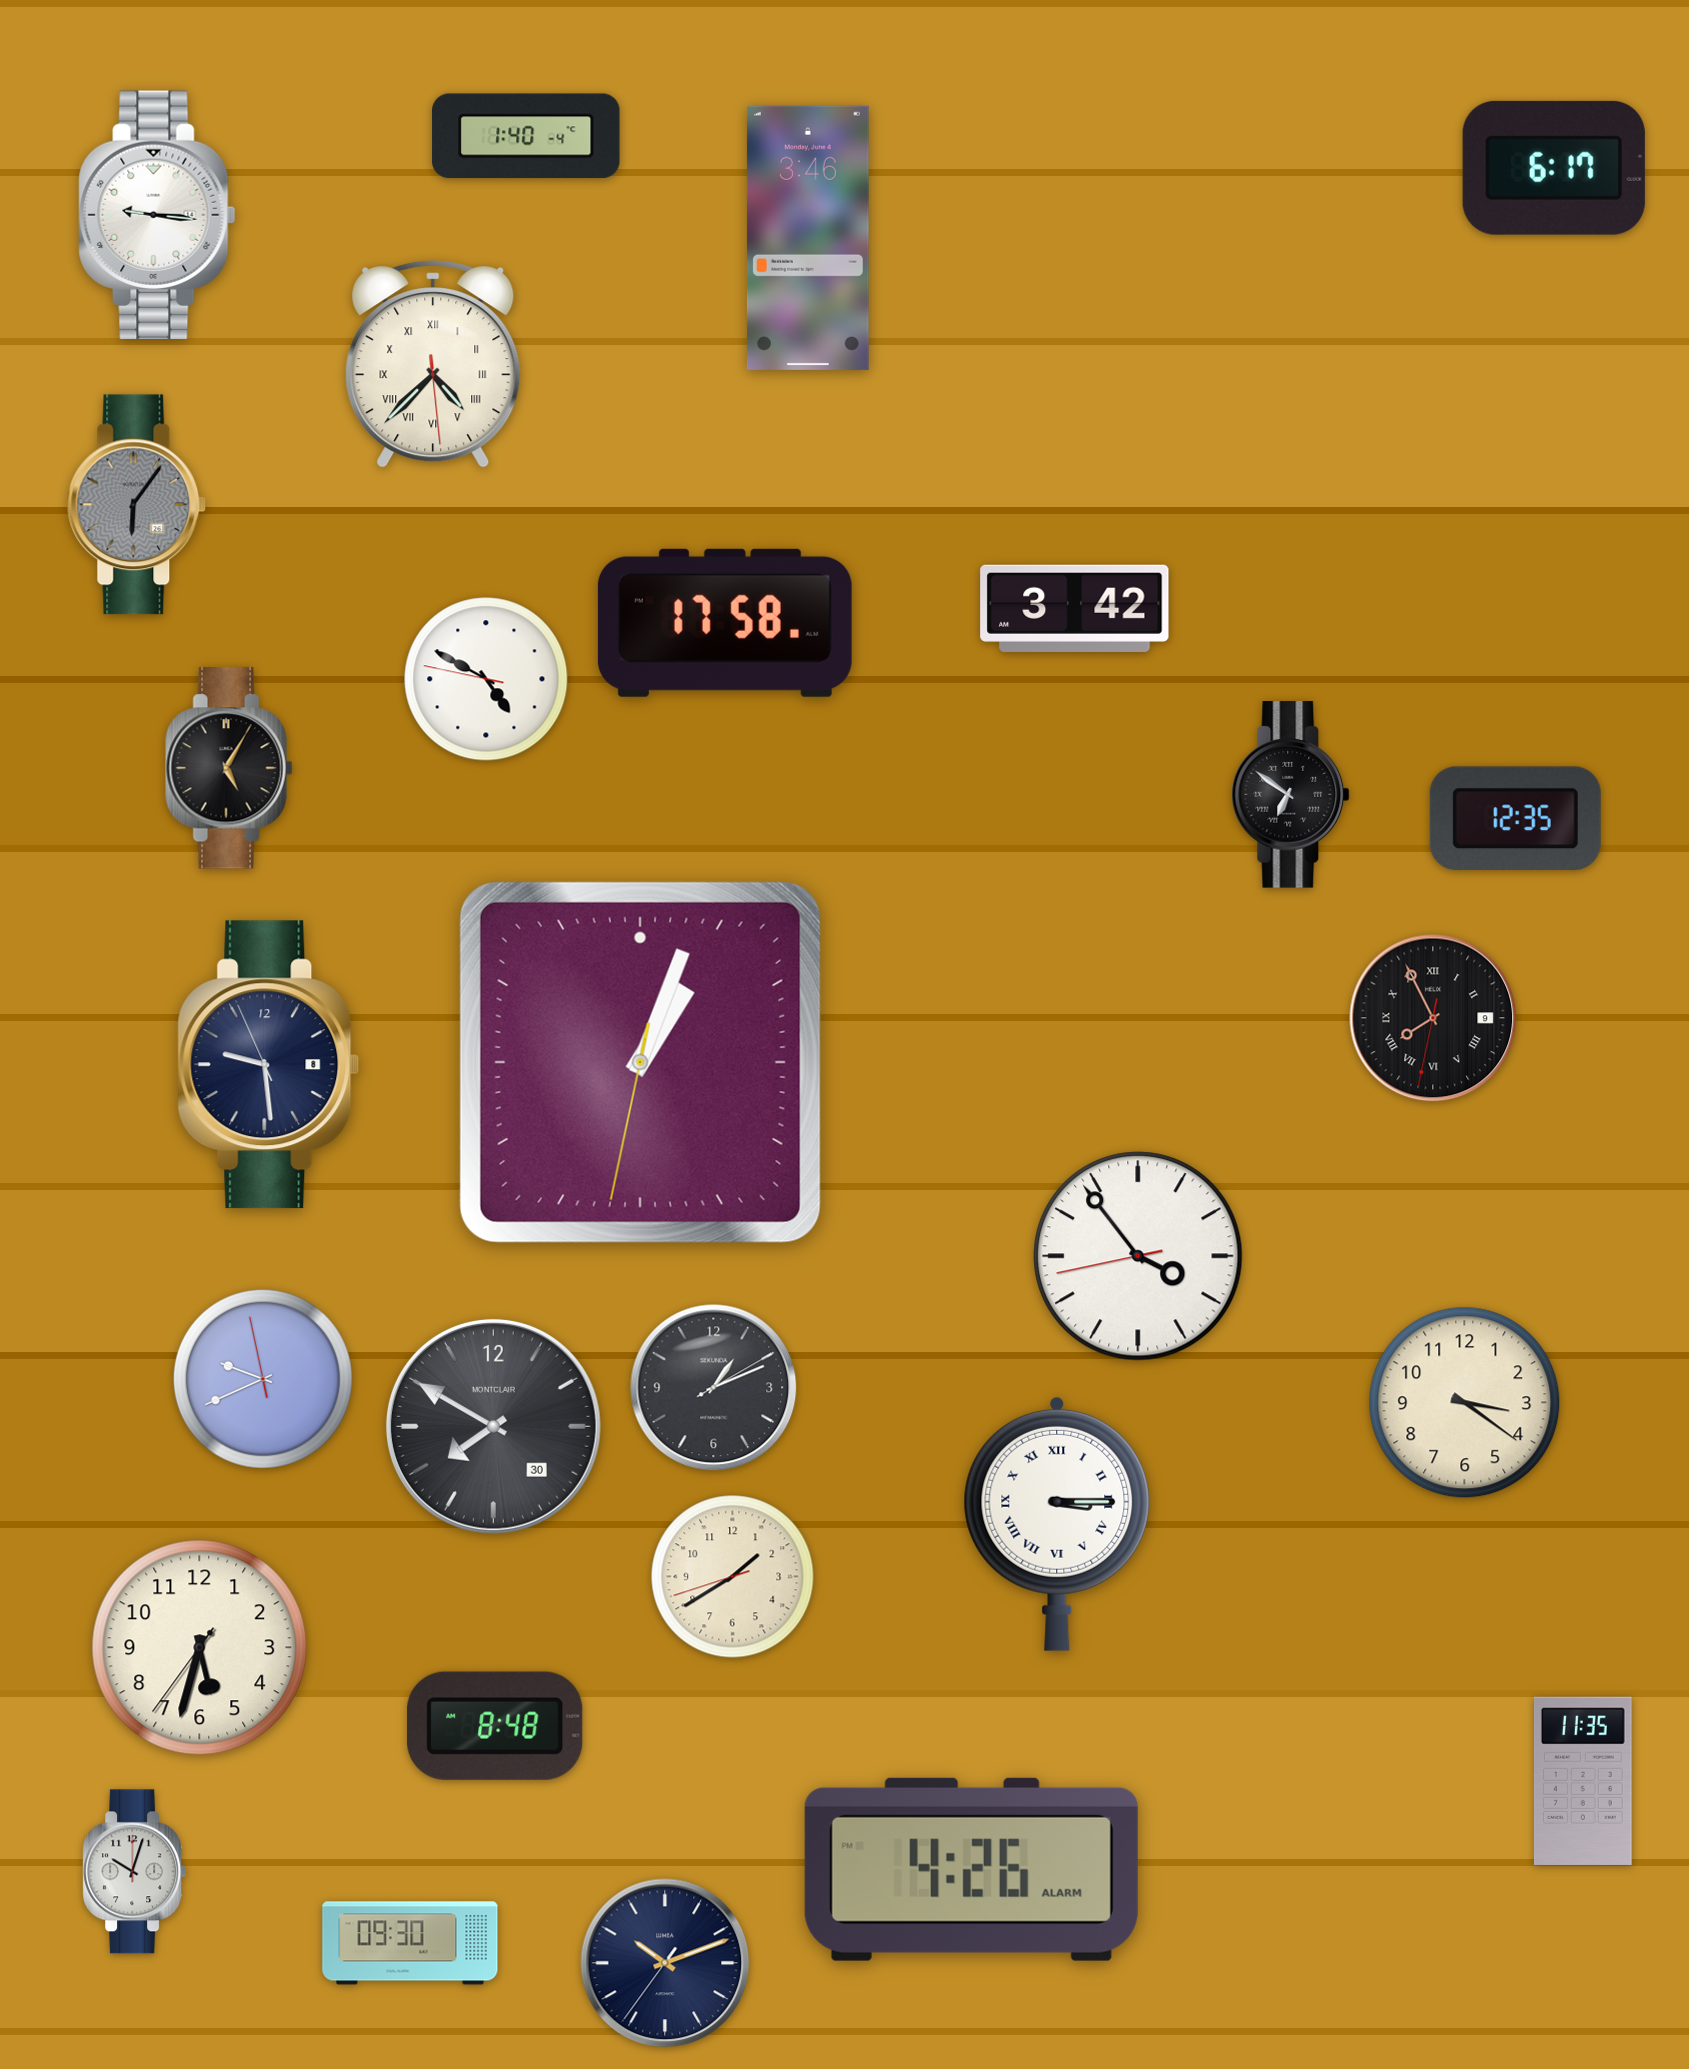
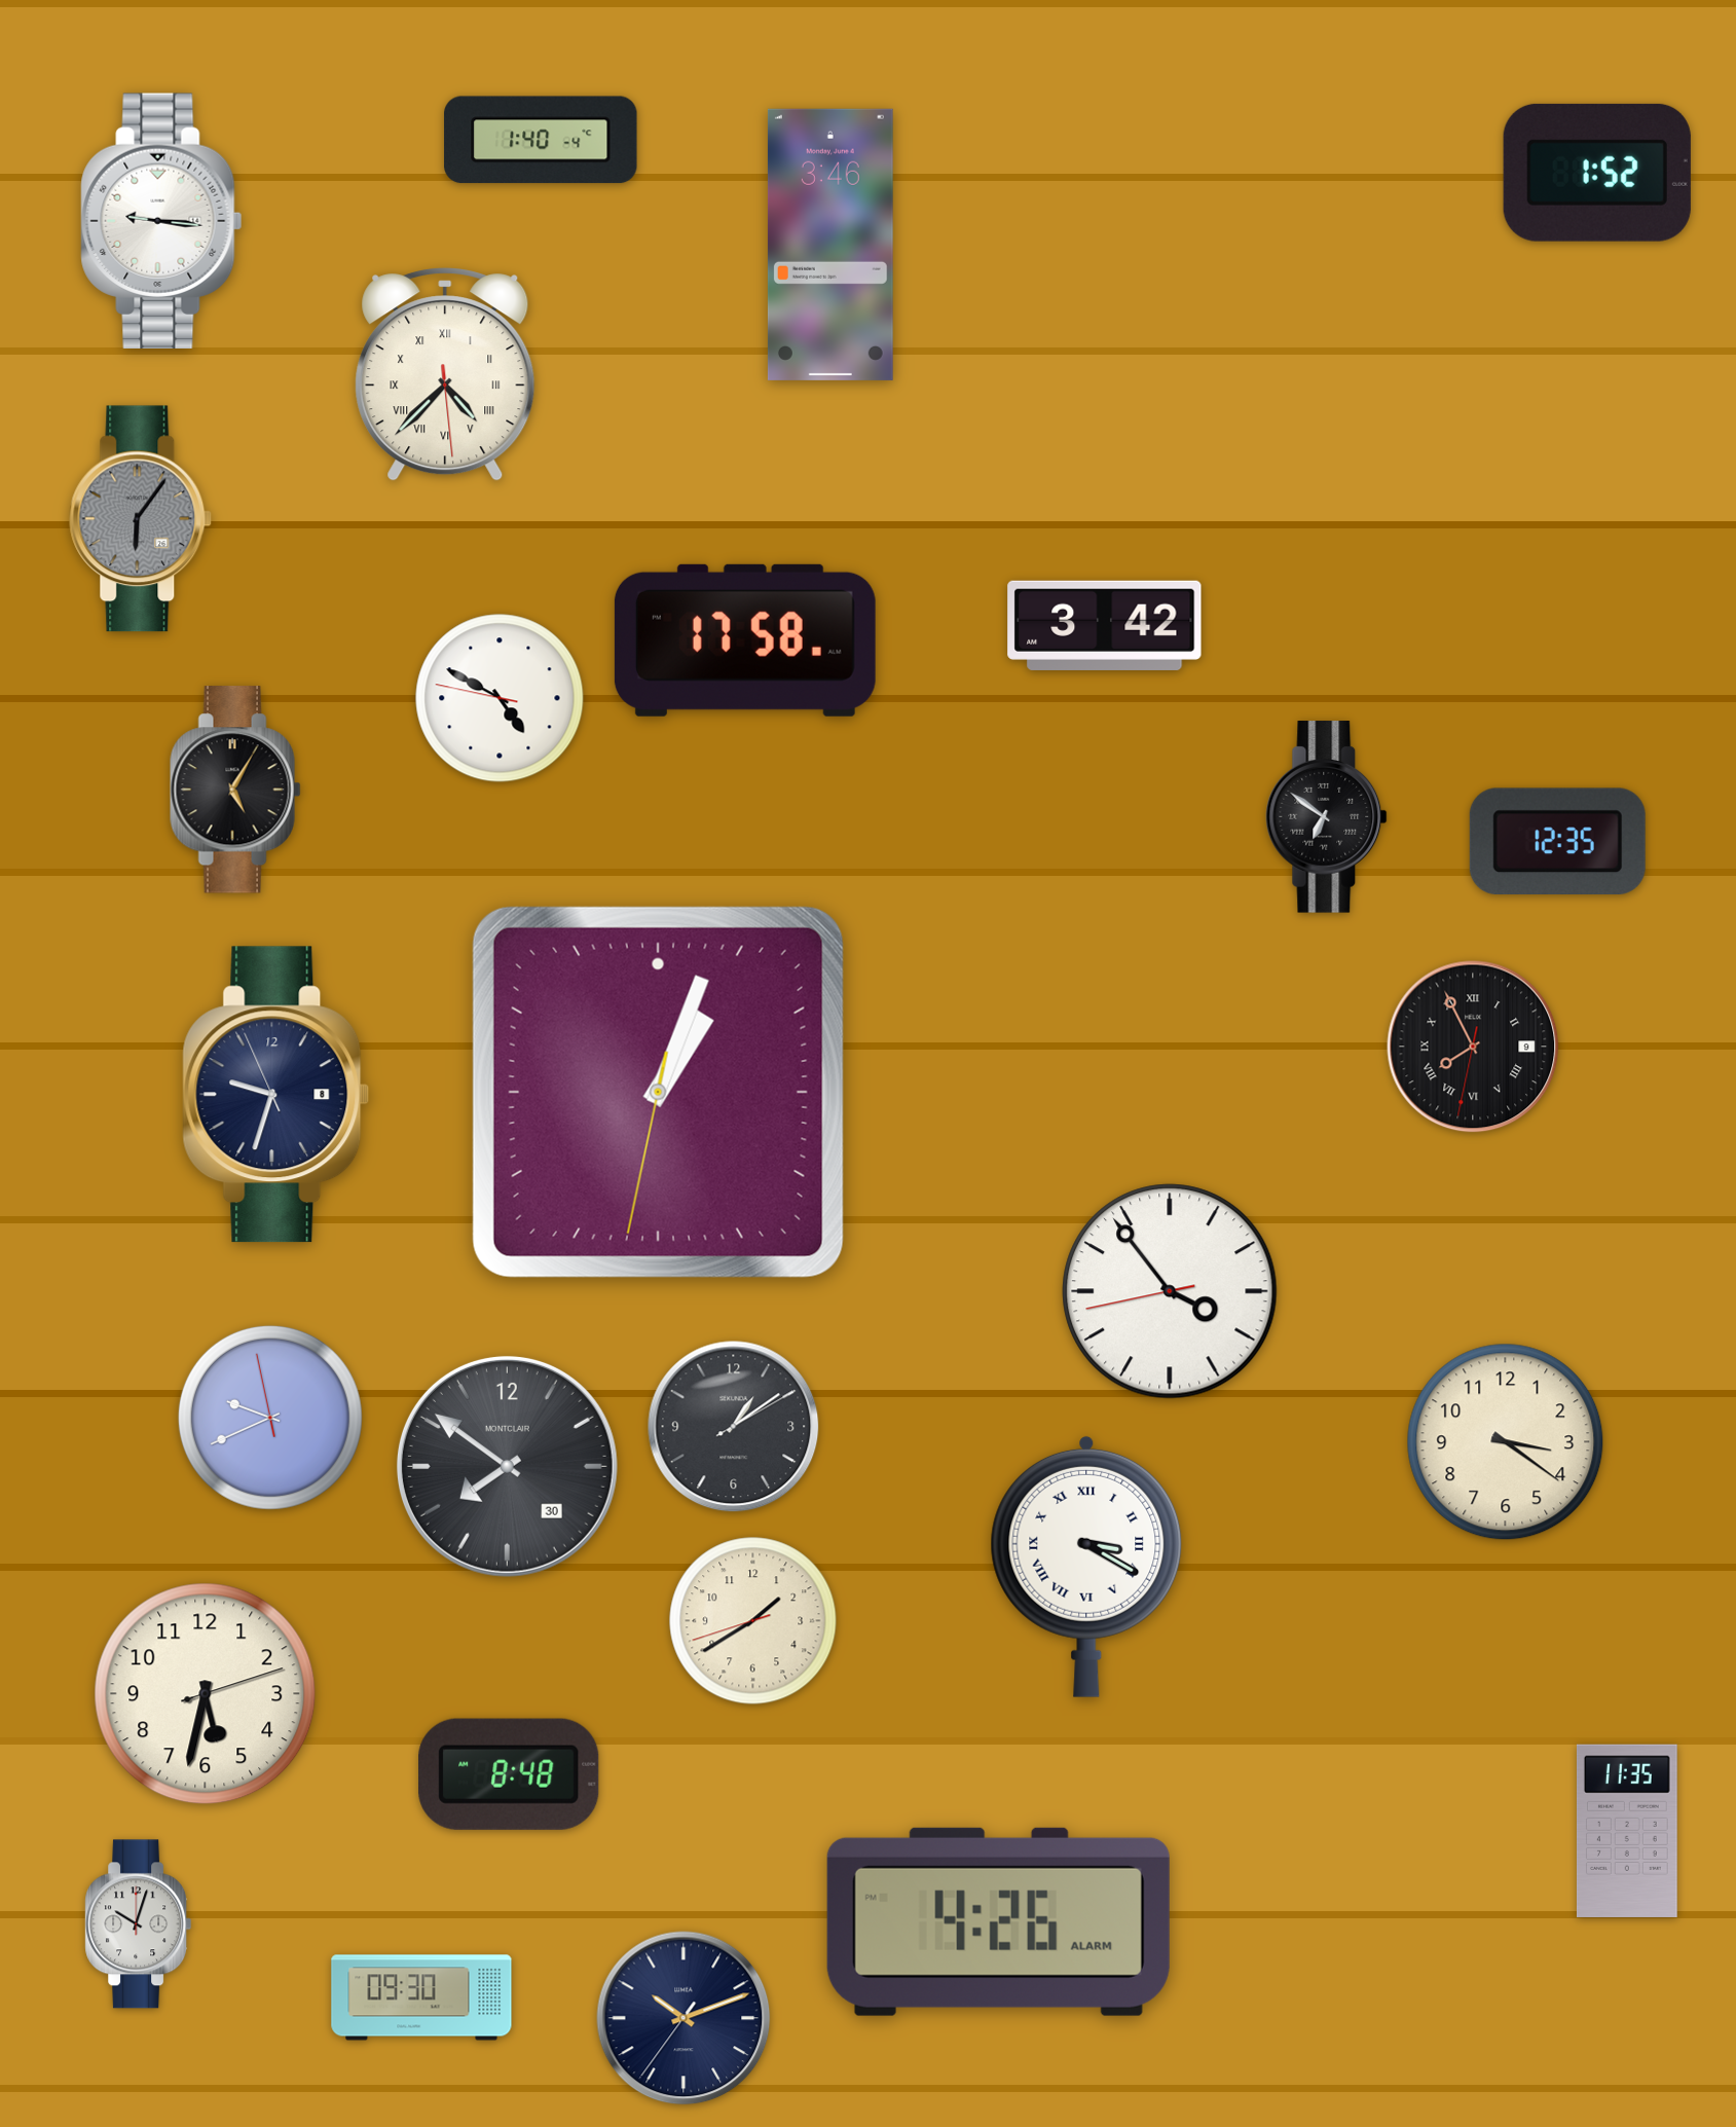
clock at (1554, 168): 6:17 -> 1:52
clock at (269, 1065): 9:28 -> 9:32
clock at (714, 1388): 1:11 -> 1:09
clock at (493, 1426): 7:50 -> 7:51
clock at (1057, 1524): 3:15 -> 3:20
clock at (200, 1648): 5:32:36 -> 5:32:12
